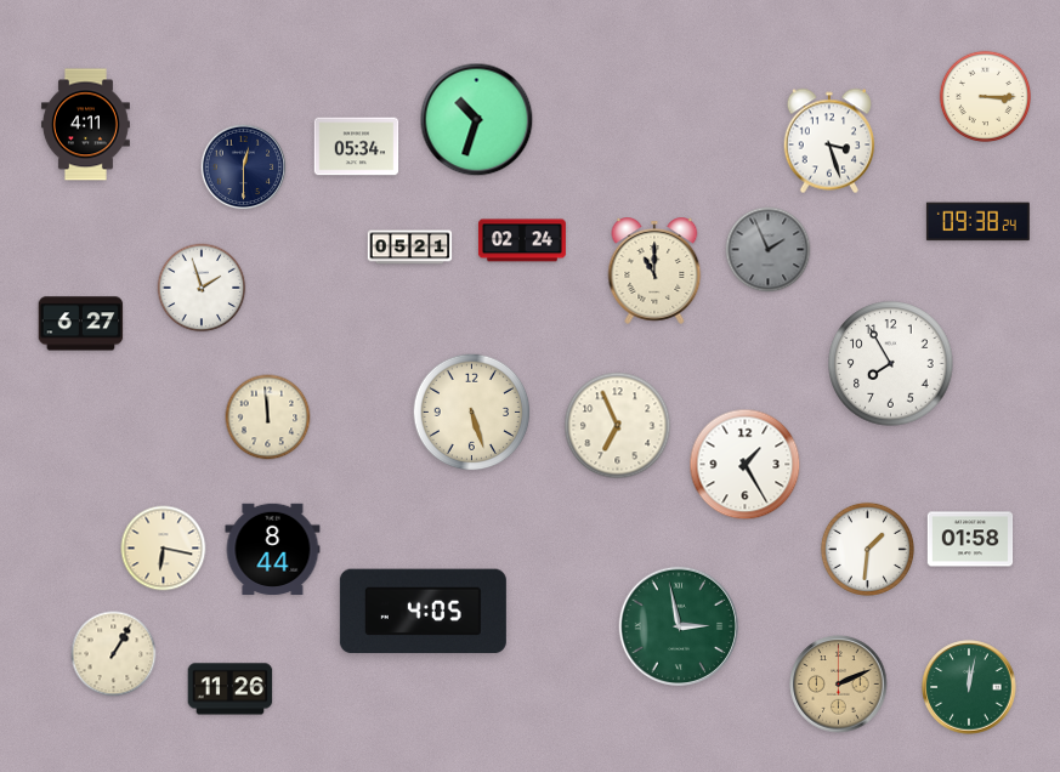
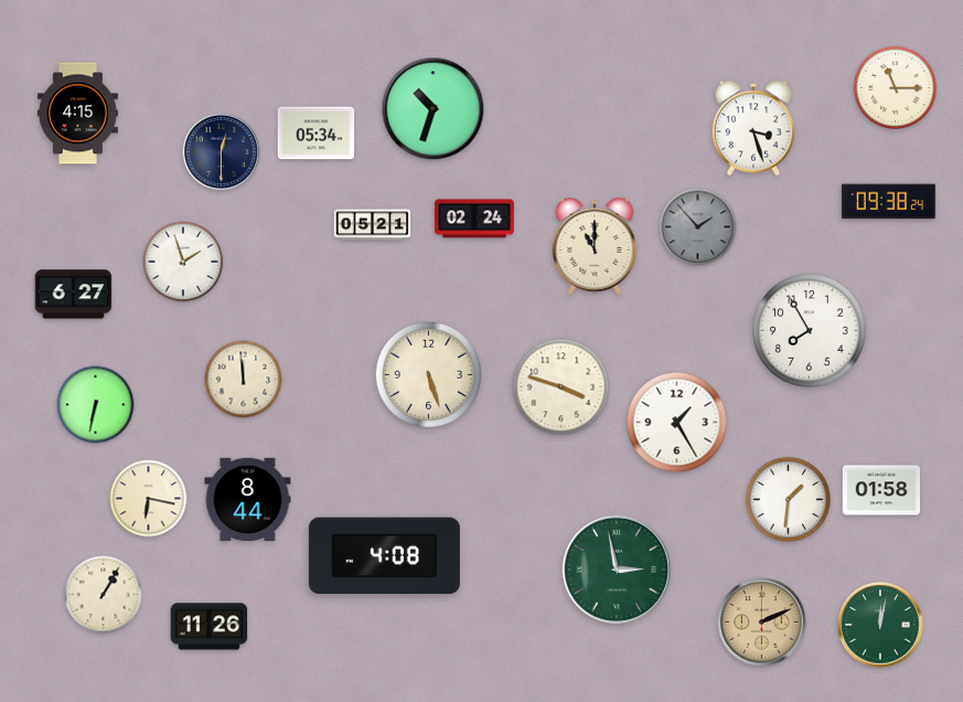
clock at (986, 97): 3:15 -> 11:15
clock at (85, 125): 4:11 -> 4:15
clock at (357, 147) position: (357, 147) -> (317, 134)
clock at (769, 250): 1:56 -> 1:53
clock at (618, 426): 6:56 -> 3:48
clock at (96, 405): none -> 6:32
clock at (423, 612): 4:05 -> 4:08
